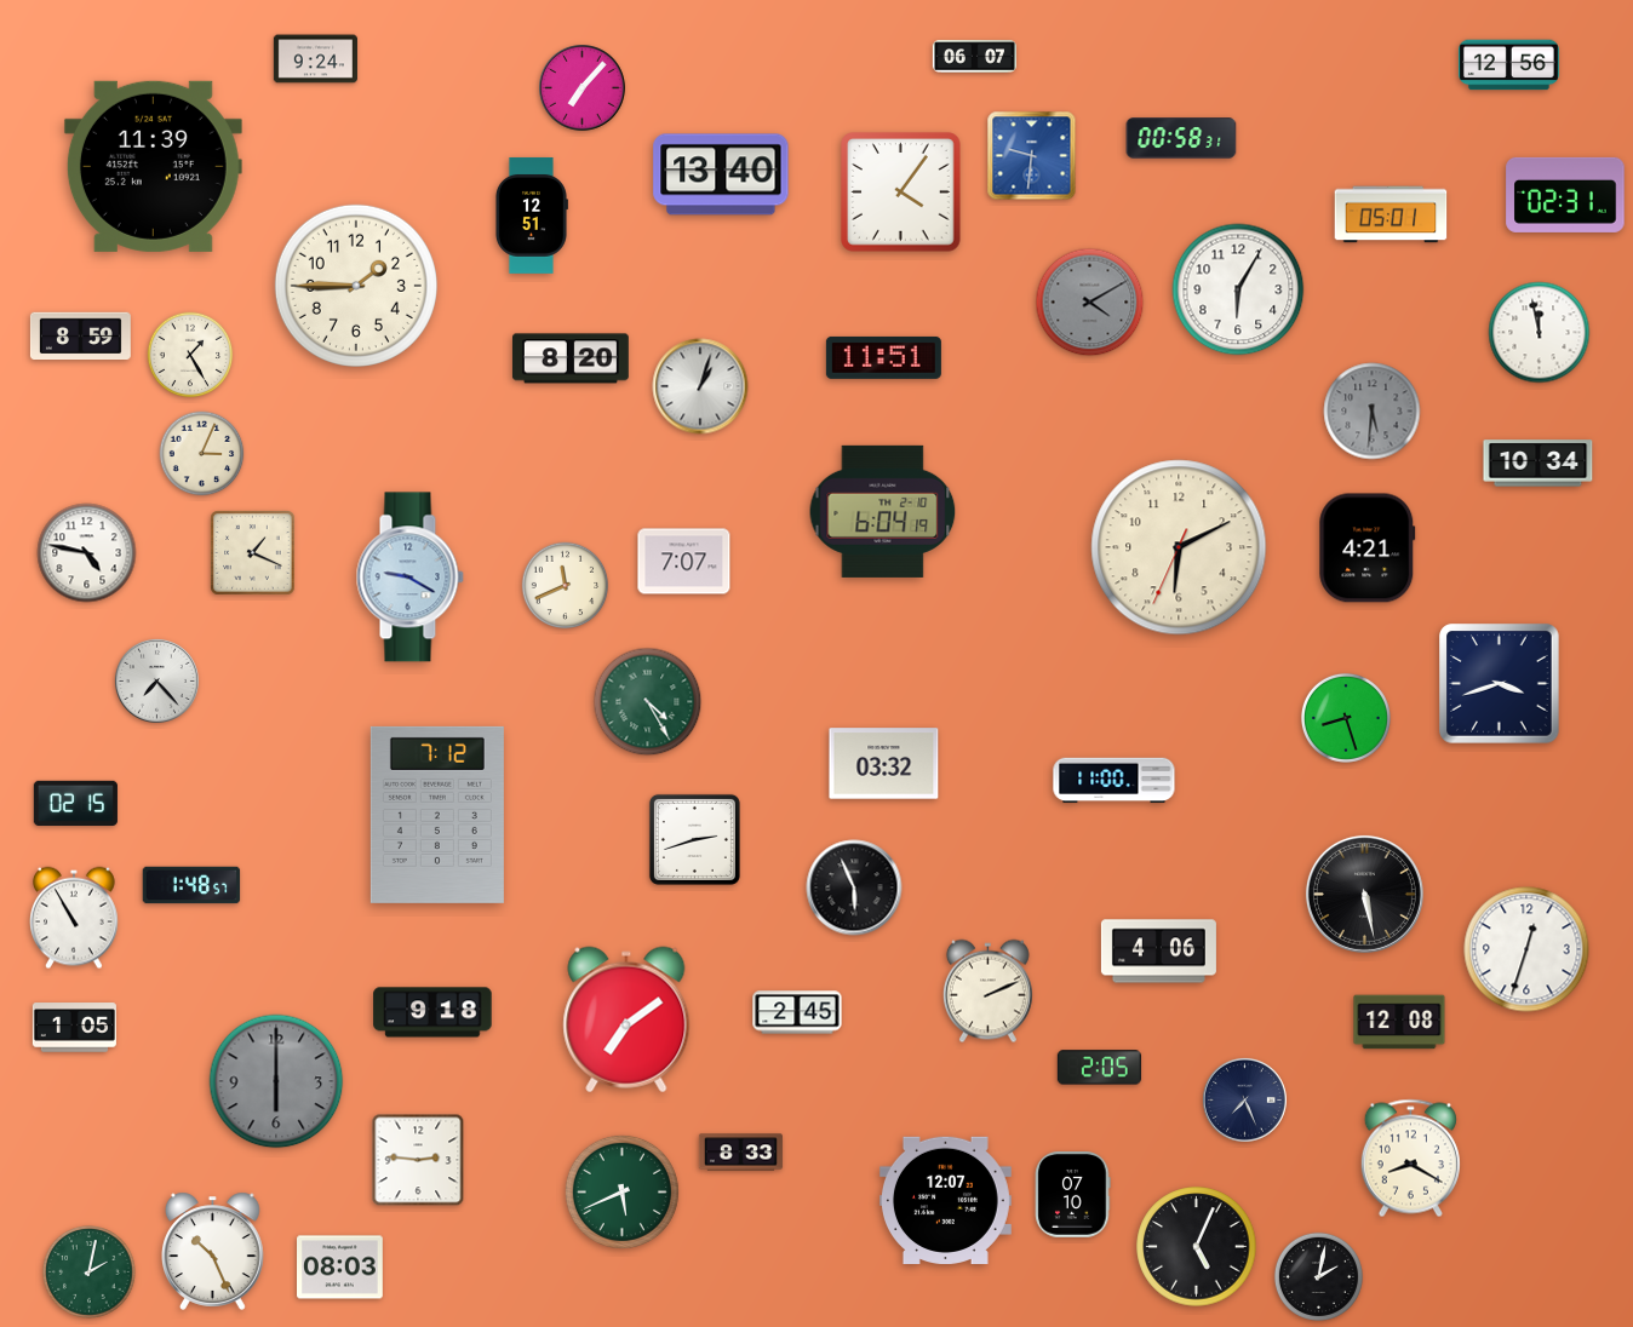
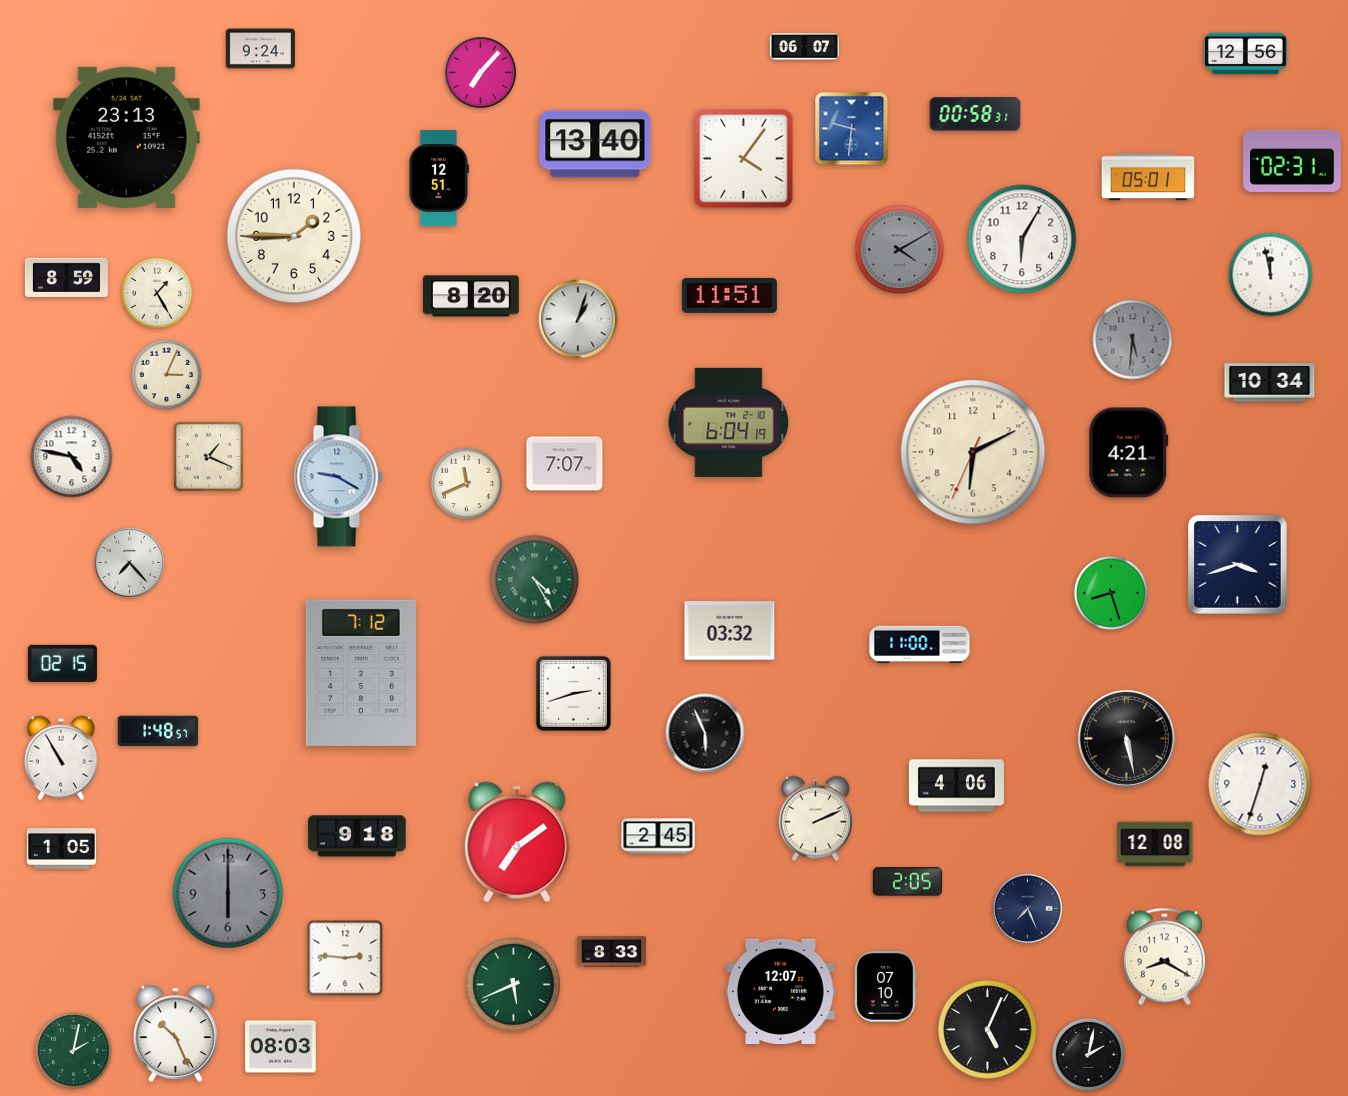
clock at (153, 166): 11:39 -> 23:13
